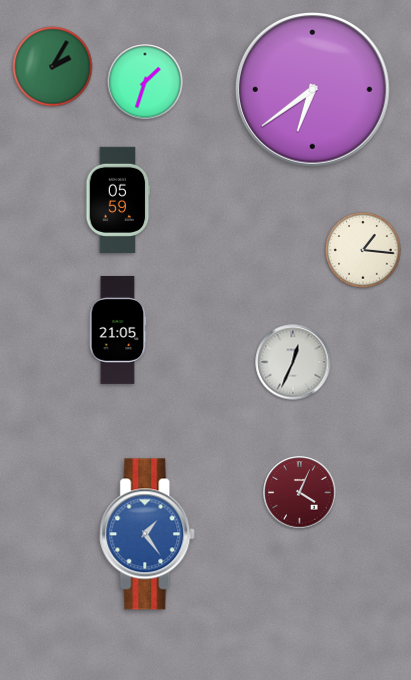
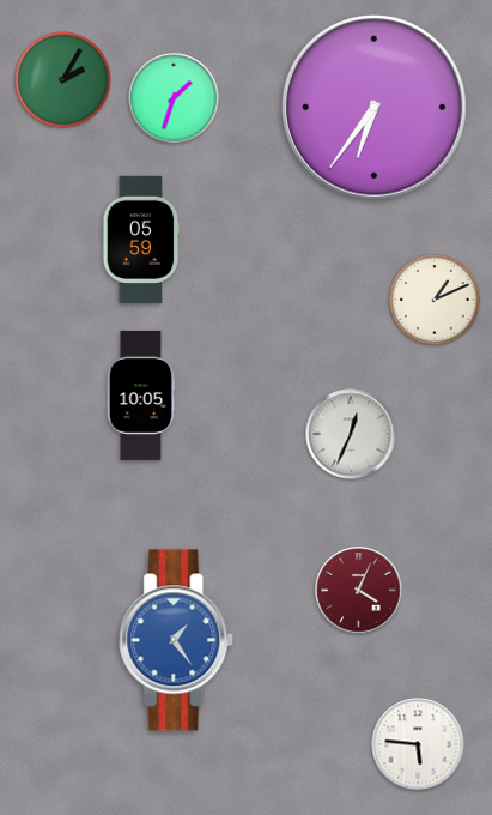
clock at (313, 90): 6:39 -> 6:36
clock at (363, 250): 1:16 -> 1:11
clock at (118, 330): 21:05 -> 10:05
clock at (418, 744): none -> 5:46
